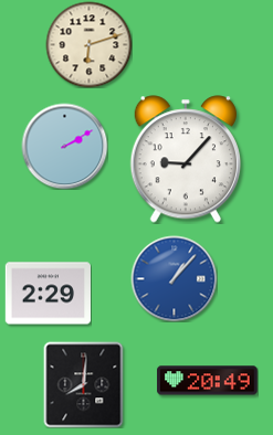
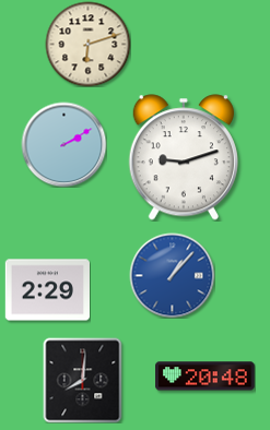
clock at (186, 159): 9:07 -> 9:12
clock at (208, 381): 20:49 -> 20:48
